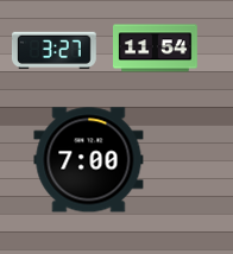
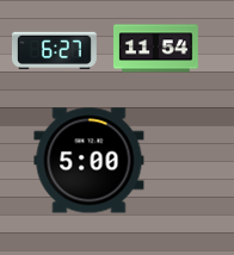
clock at (53, 51): 3:27 -> 6:27
clock at (89, 160): 7:00 -> 5:00
